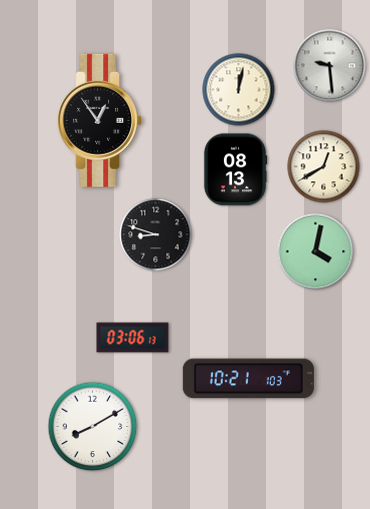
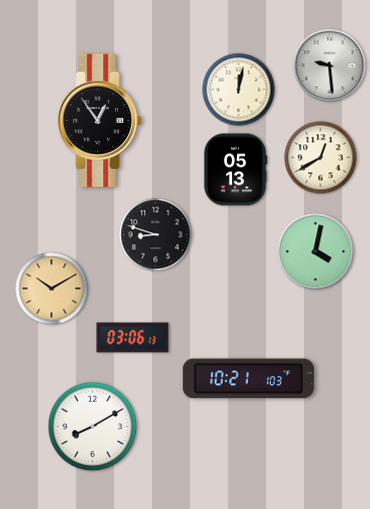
clock at (324, 167) position: (324, 167) -> (321, 158)
clock at (235, 170): 08:13 -> 05:13
clock at (52, 289): none -> 10:10
